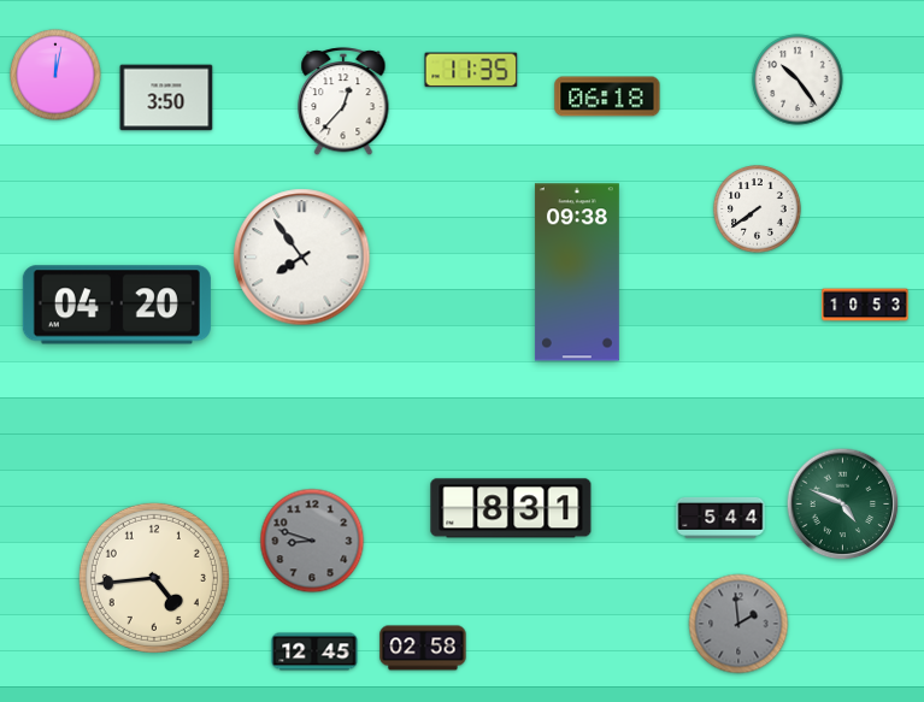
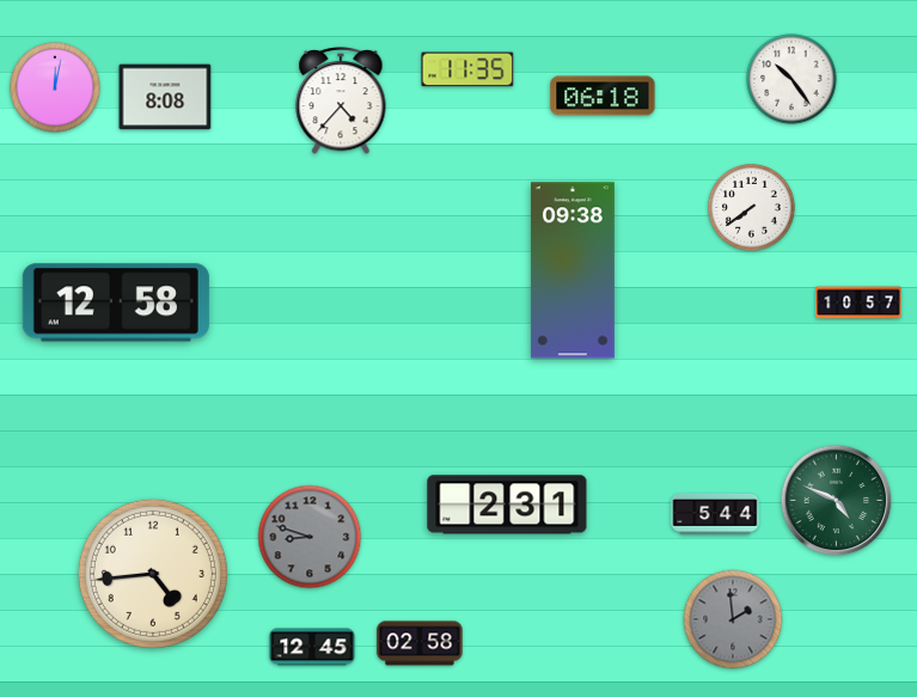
clock at (55, 75) position: (55, 75) -> (55, 87)
clock at (166, 98): 3:50 -> 8:08
clock at (343, 102): 12:37 -> 4:37
clock at (302, 258): 7:54 -> none
clock at (117, 305): 04:20 -> 12:58
clock at (865, 305): 10:53 -> 10:57
clock at (511, 508): 8:31 -> 2:31
